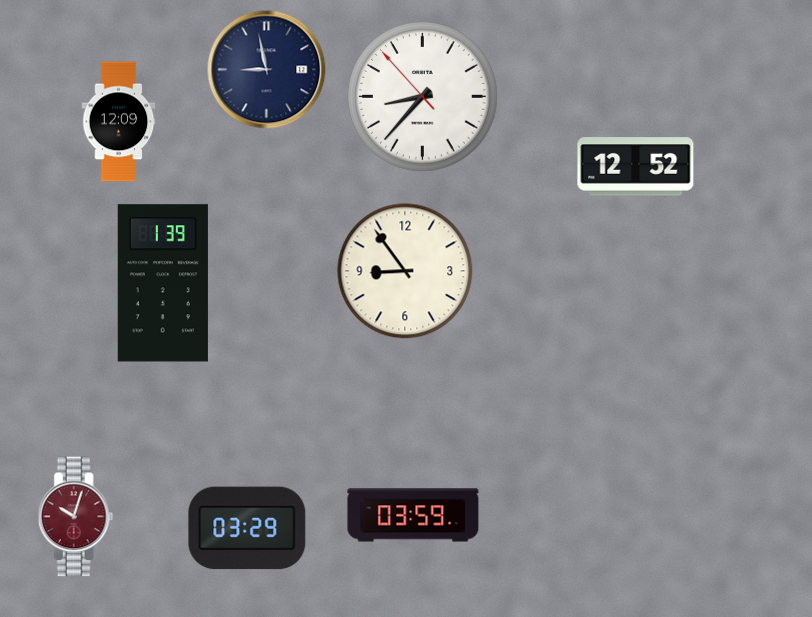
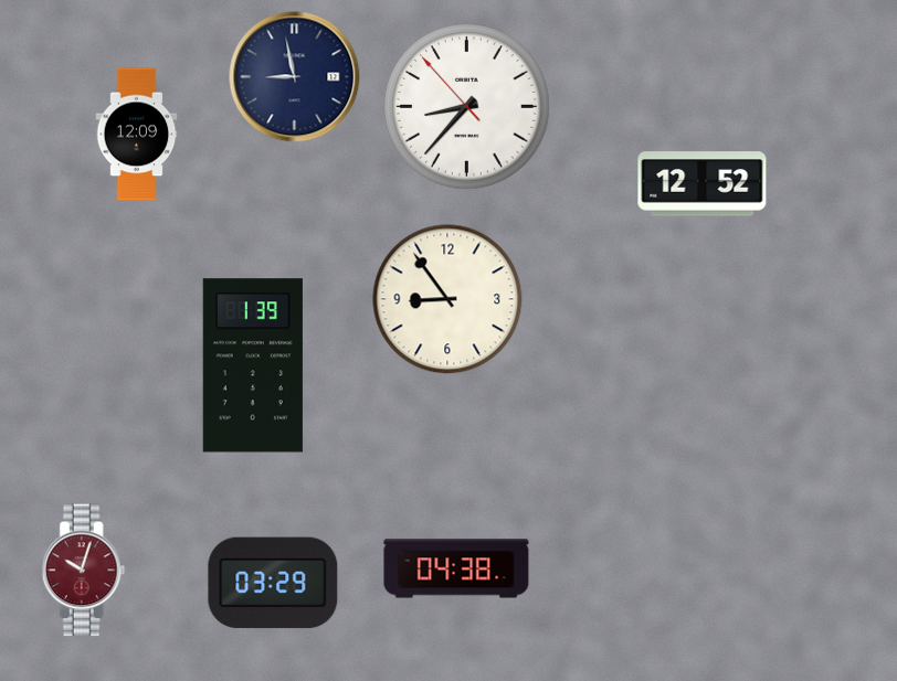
clock at (119, 122) position: (119, 122) -> (137, 135)
clock at (163, 283) position: (163, 283) -> (253, 365)
clock at (413, 515): 03:59 -> 04:38
